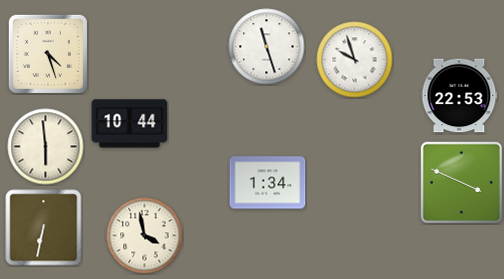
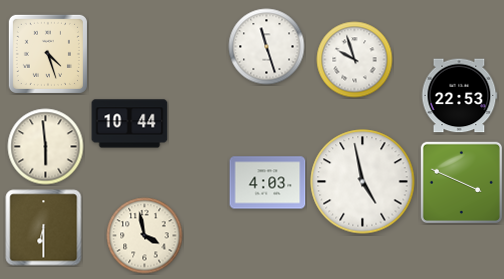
clock at (363, 182): none -> 4:58
clock at (268, 183): 1:34 -> 4:03
clock at (44, 228): 6:32 -> 6:30
